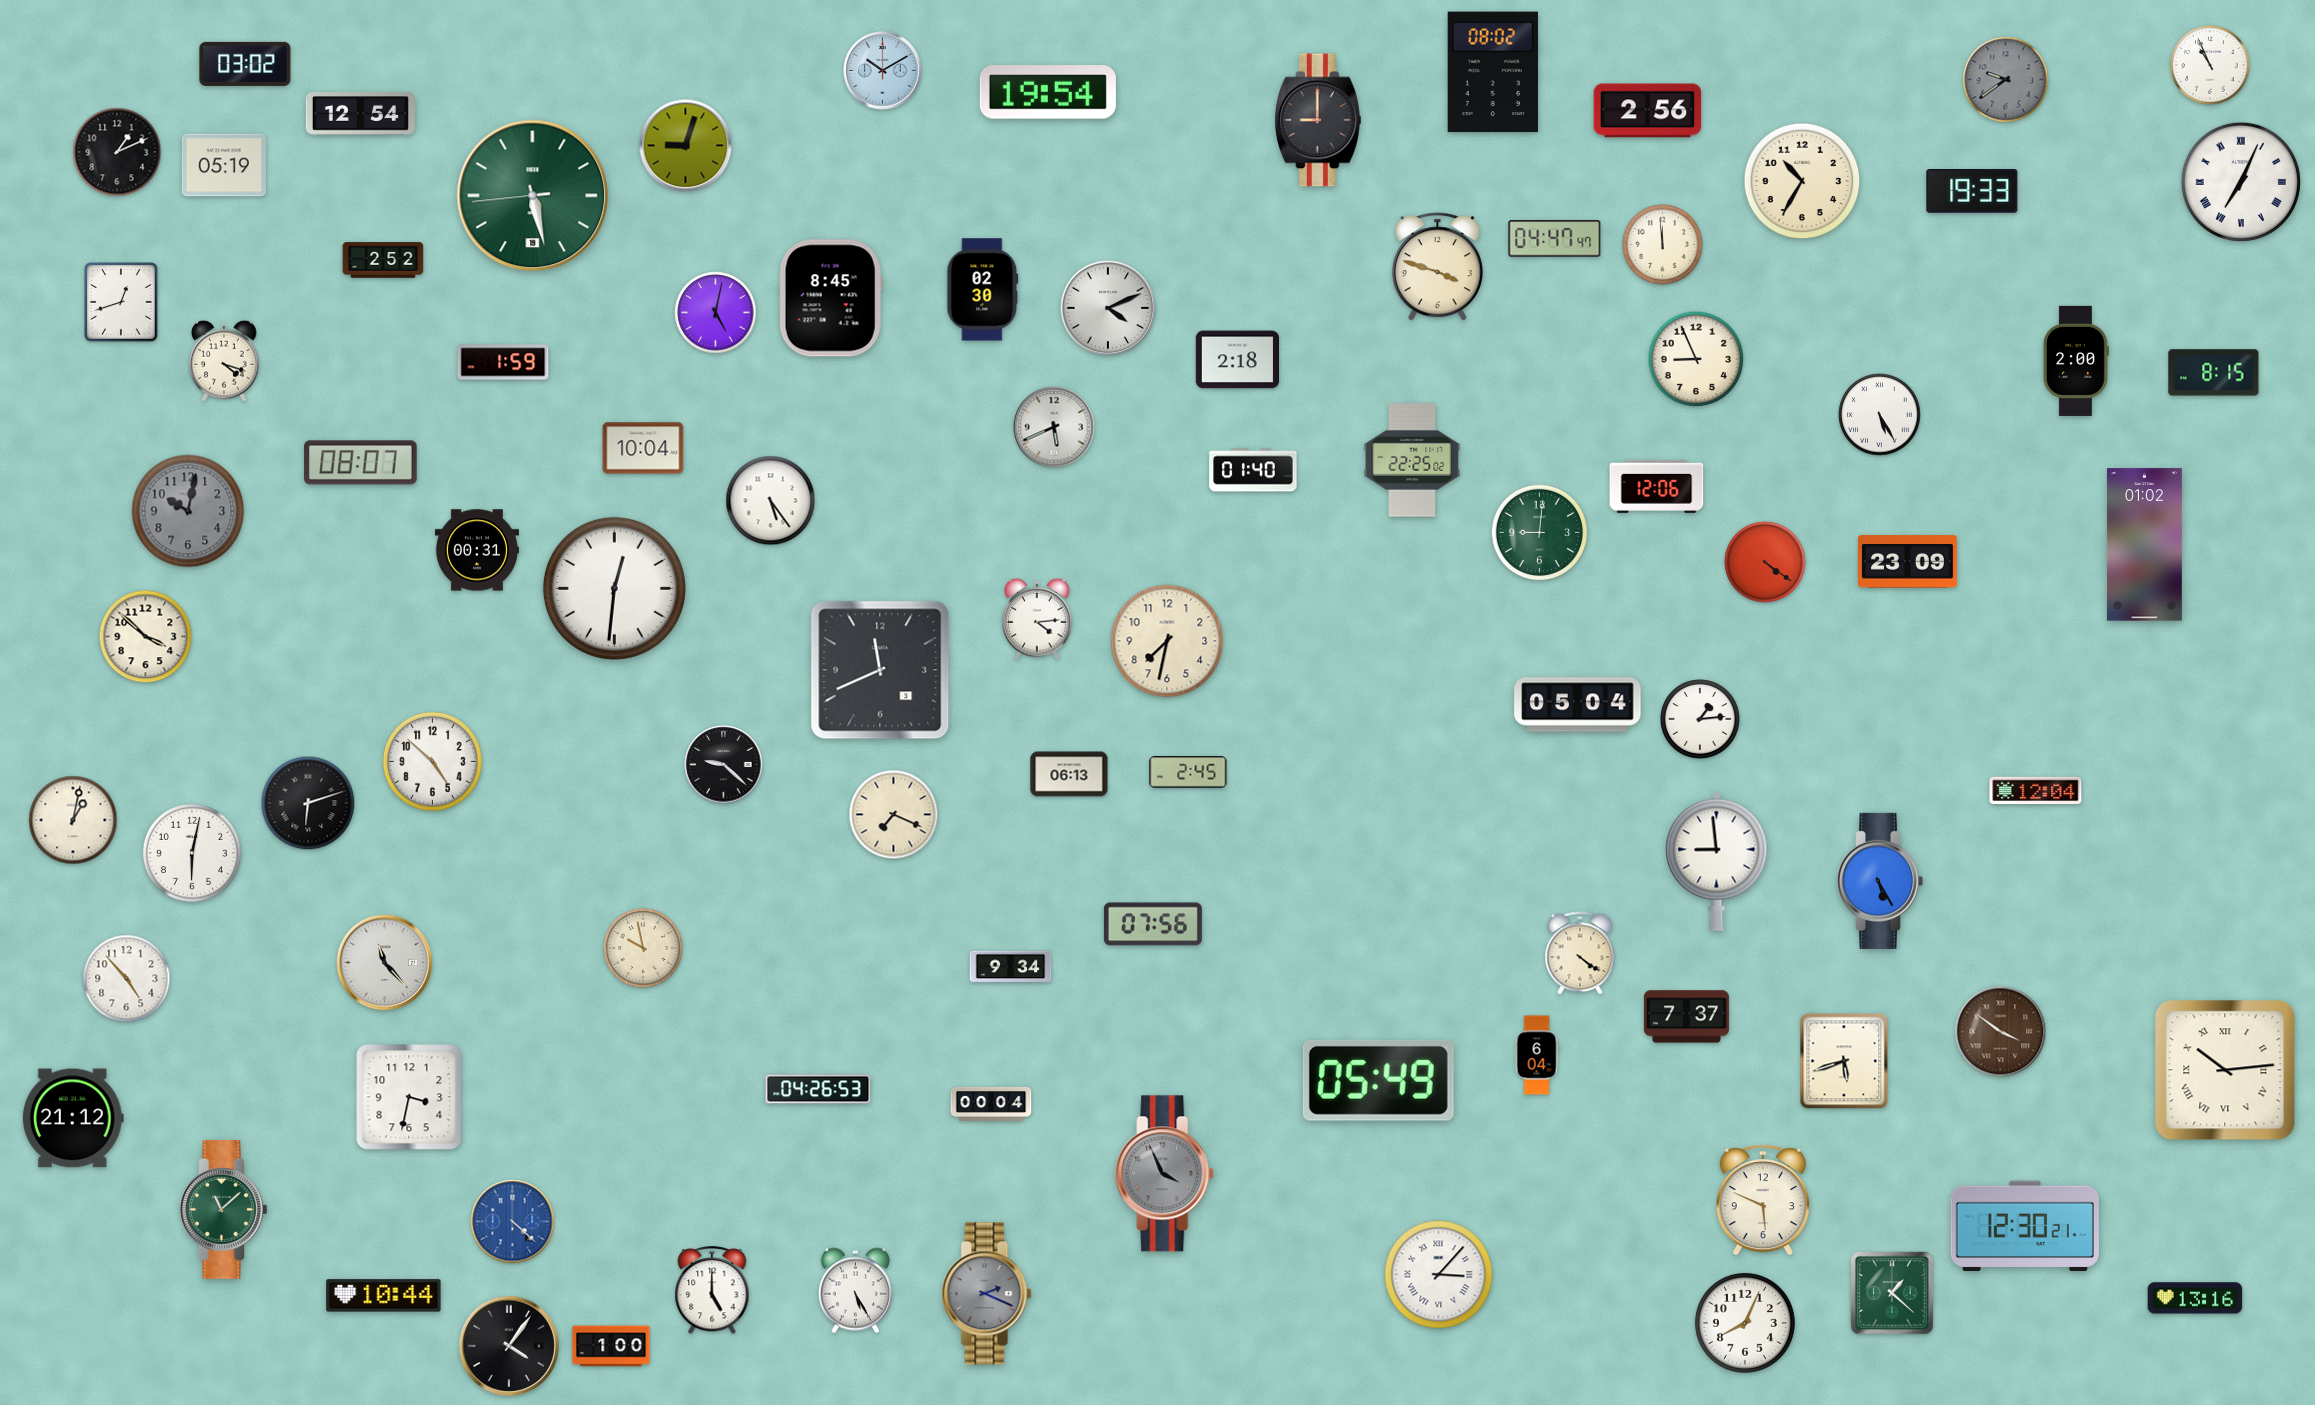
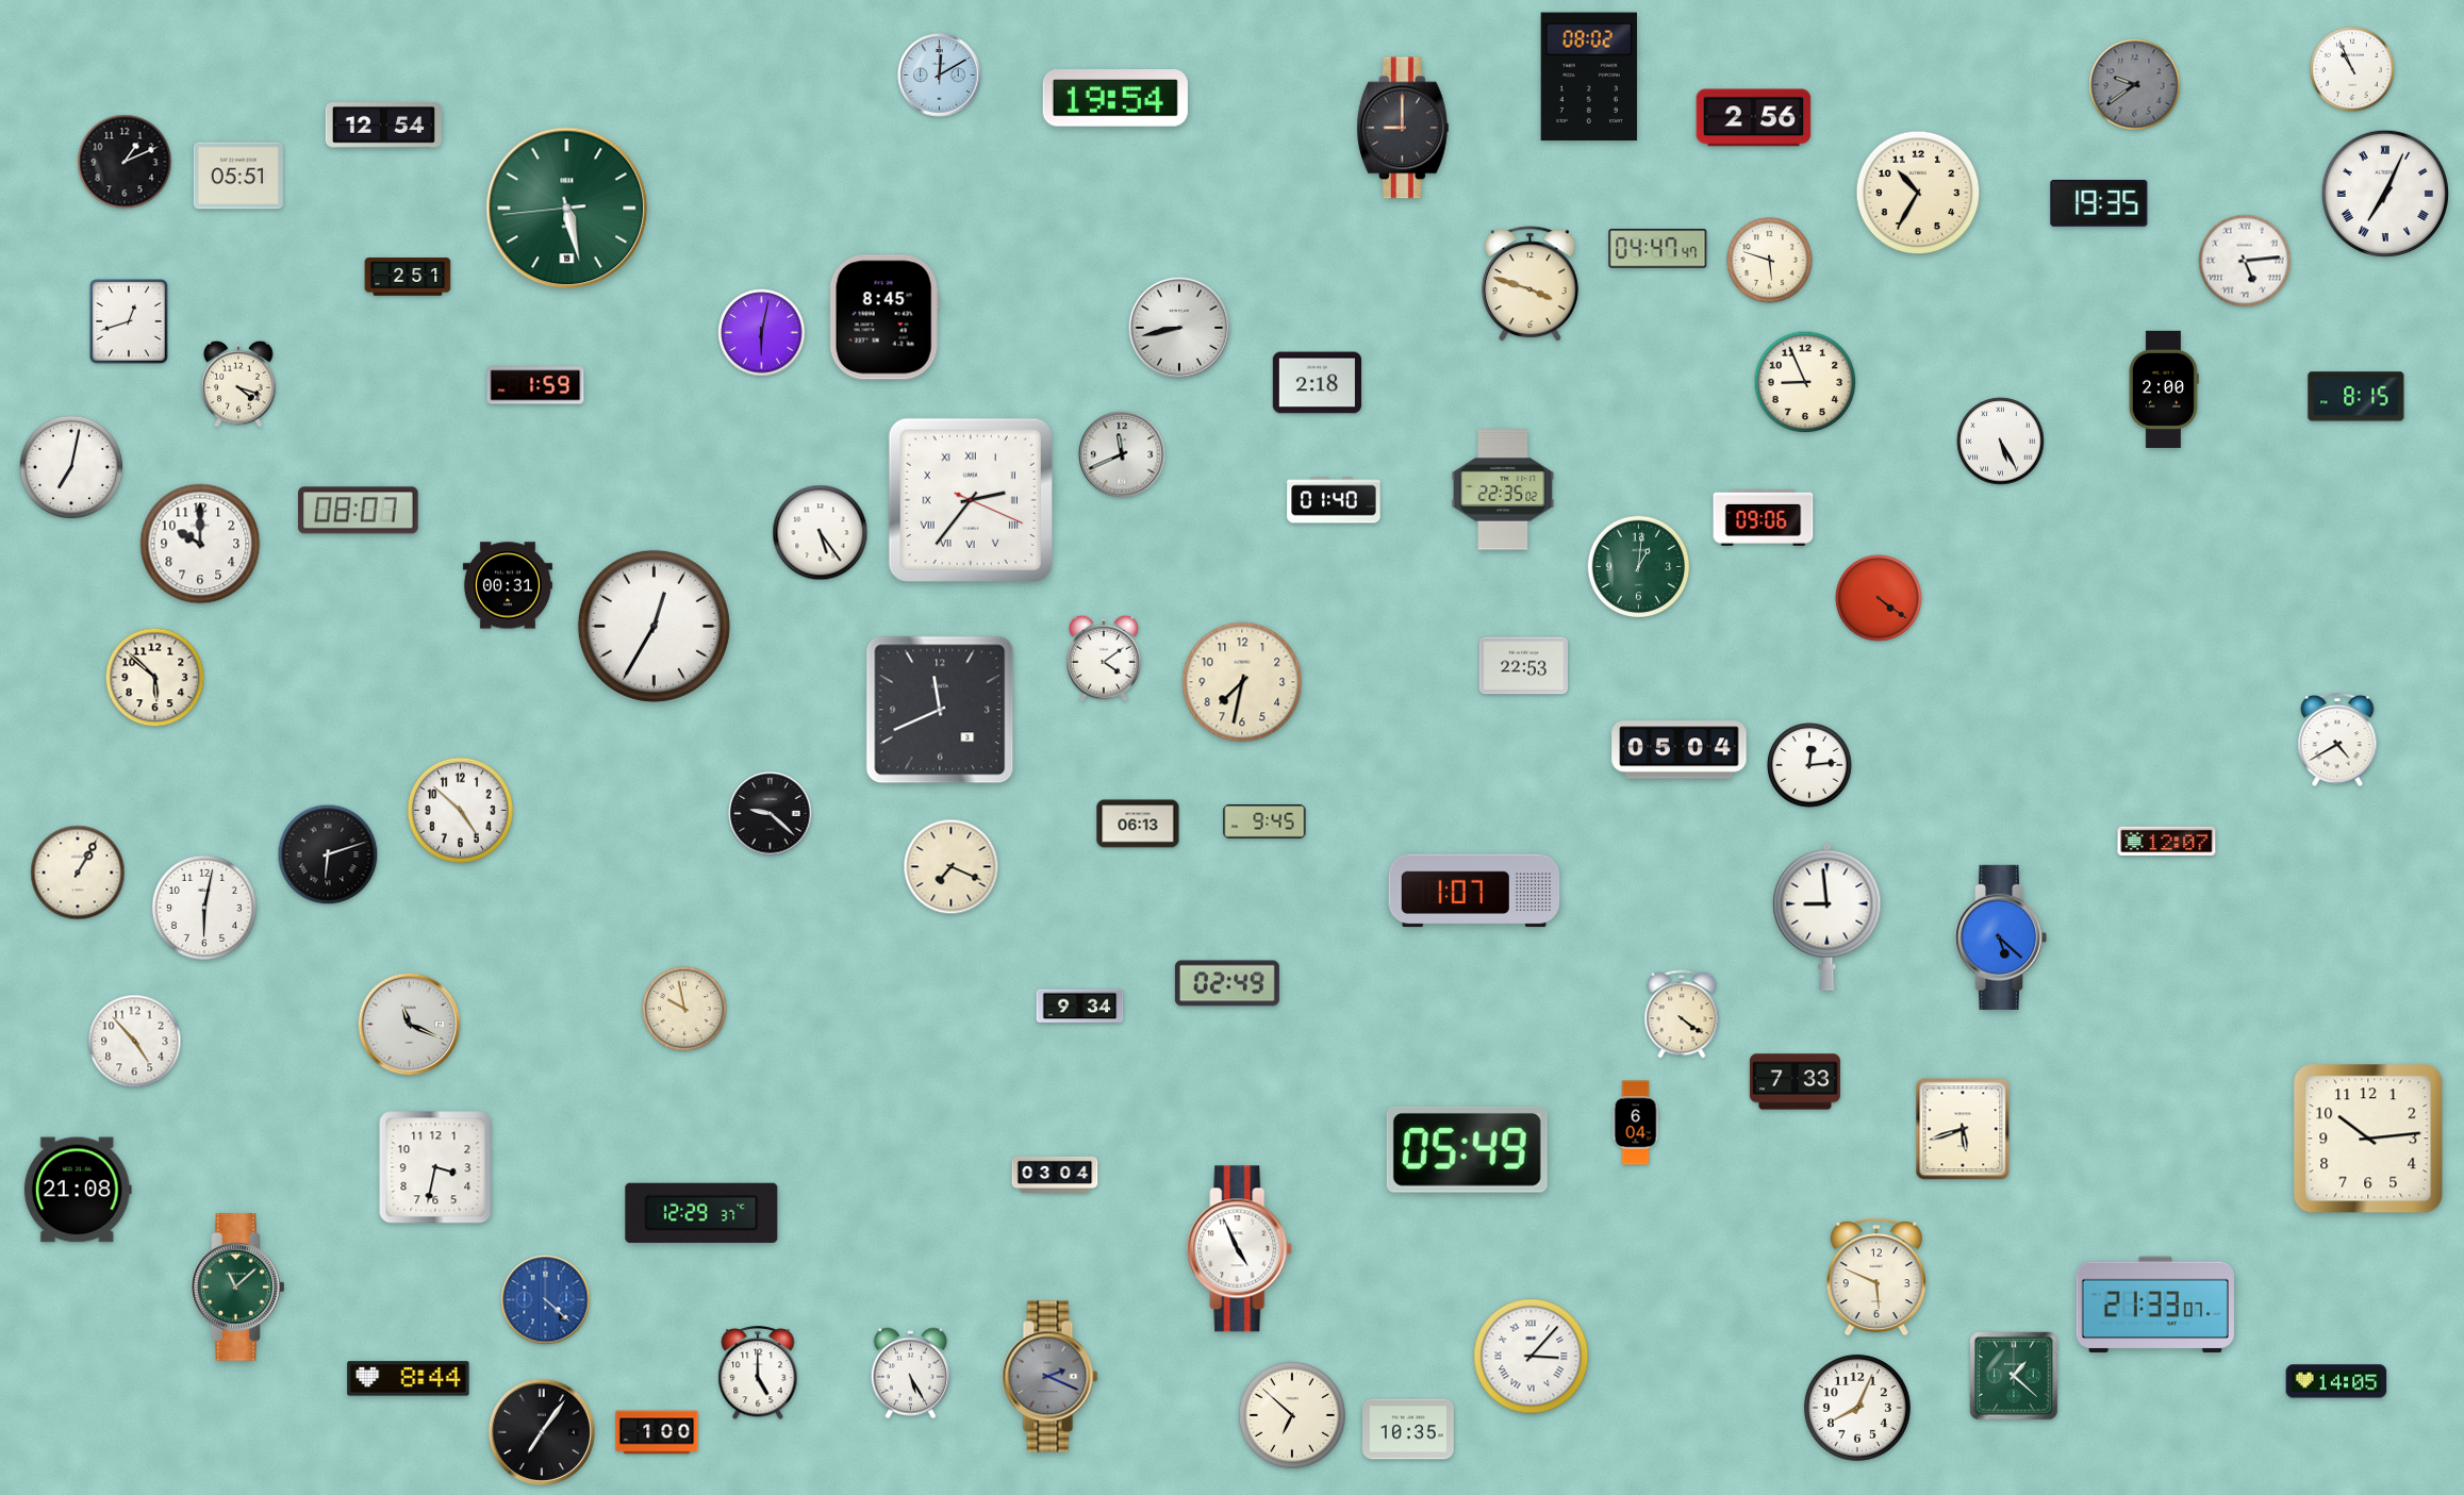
clock at (245, 64): 03:02 -> none
clock at (883, 71): 10:10 -> 12:10
clock at (361, 114) position: (361, 114) -> (384, 126)
clock at (686, 146): 9:03 -> none
clock at (224, 165): 05:19 -> 05:51
clock at (1972, 192): 19:33 -> 19:35
clock at (1555, 239) position: (1555, 239) -> (1658, 249)
clock at (1663, 245): 11:59 -> 5:48
clock at (2245, 261): none -> 5:14
clock at (383, 260): 2:52 -> 2:51
clock at (983, 290): 02:30 -> none
clock at (1108, 308): 4:11 -> 8:43
clock at (716, 313): 5:02 -> 6:02
clock at (2076, 361) position: (2076, 361) -> (2164, 389)
clock at (1054, 427): 5:41 -> 11:41
clock at (70, 466): none -> 7:02
clock at (643, 448): 10:04 -> none
clock at (1412, 460): 22:25 -> 22:35
clock at (361, 463) position: (361, 463) -> (359, 511)
clock at (971, 500): none -> 2:36
clock at (1657, 486): 12:06 -> 09:06
clock at (188, 511): 10:02 -> 10:00
clock at (188, 511) dial: grey -> white
clock at (1540, 533): 9:01 -> 1:01
clock at (2144, 545): 01:02 -> none
clock at (1908, 562): 23:09 -> none
clock at (614, 588): 12:31 -> 12:35
clock at (1037, 619): 4:14 -> 4:09
clock at (1523, 666): none -> 22:53
clock at (146, 637): 3:52 -> 5:52
clock at (880, 670) position: (880, 670) -> (940, 710)
clock at (2337, 741): none -> 4:40
clock at (1700, 719): 1:14 -> 12:14
clock at (1188, 772): 2:45 -> 9:45
clock at (2036, 791): 12:04 -> 12:07
clock at (73, 820): 1:02 -> 1:05
clock at (1474, 891): none -> 1:07
clock at (1880, 881): 5:25 -> 5:22
clock at (1153, 924): 07:56 -> 02:49
clock at (385, 963): 11:23 -> 11:19
clock at (1011, 967) position: (1011, 967) -> (1080, 1007)
clock at (1686, 1017): 7:37 -> 7:33
clock at (2001, 1032): 3:51 -> none
clock at (2225, 1070) numerals: Roman -> Arabic
clock at (818, 1089): 04:26 -> none
clock at (991, 1104): 00:04 -> 03:04
clock at (73, 1118): 21:12 -> 21:08
clock at (701, 1213): none -> 12:29
clock at (1165, 1174): 3:56 -> 4:56
clock at (1165, 1174) dial: grey -> white
clock at (2025, 1226): 12:30 -> 21:33
clock at (384, 1296): 10:44 -> 8:44
clock at (2195, 1298): 13:16 -> 14:05
clock at (1292, 1415): none -> 6:52
clock at (1409, 1429): none -> 10:35
clock at (509, 1346): 4:06 -> 7:06
clock at (611, 1346) position: (611, 1346) -> (657, 1432)
